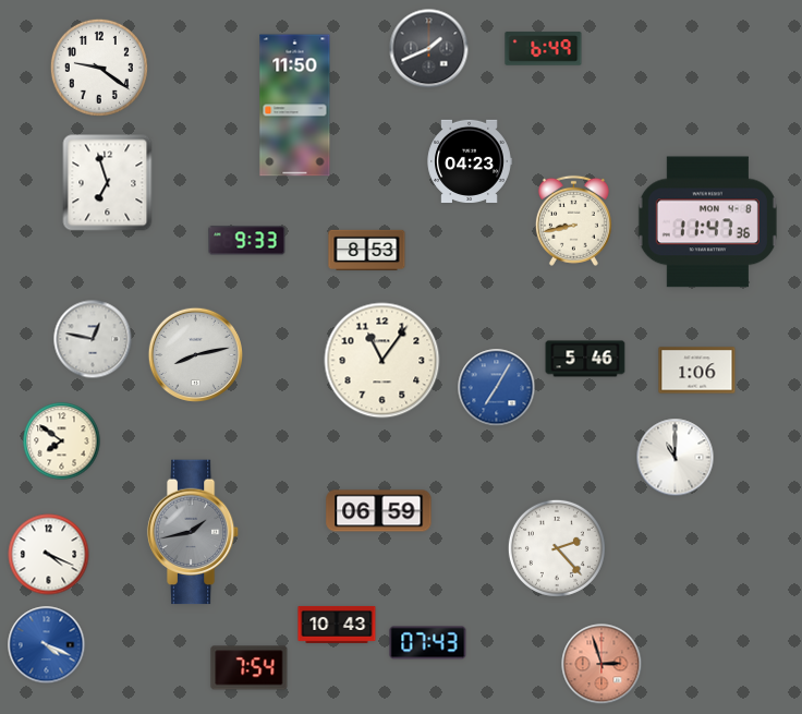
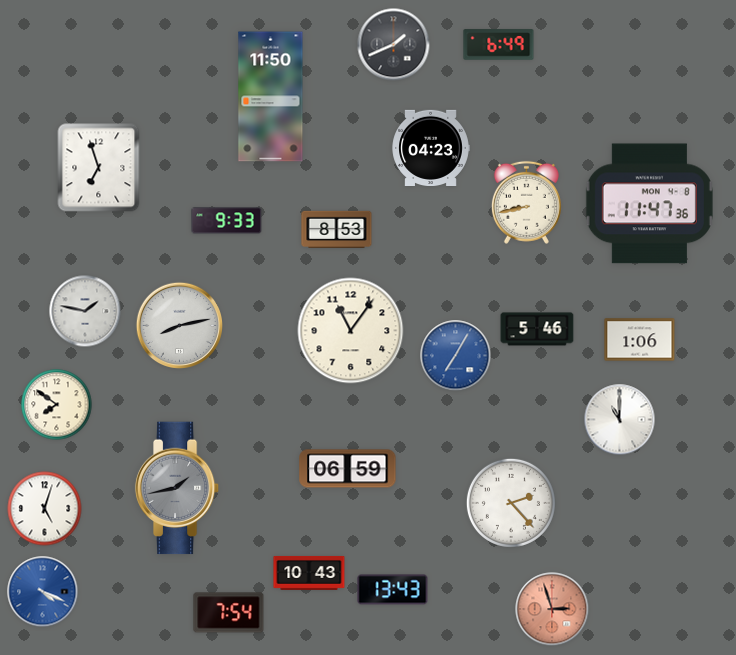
clock at (99, 68): 9:21 -> none
clock at (93, 339): 12:47 -> 1:47
clock at (49, 555): 4:19 -> 5:03
clock at (428, 643): 07:43 -> 13:43
